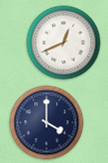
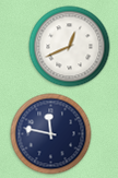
clock at (47, 123): 4:00 -> 11:47
